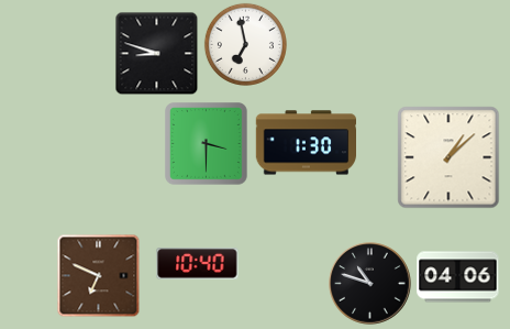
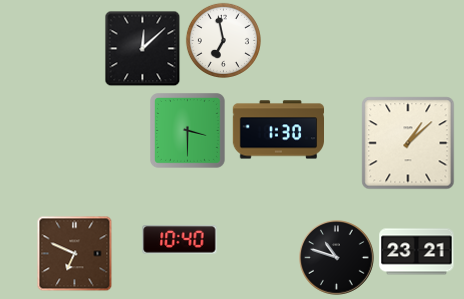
clock at (157, 54): 8:48 -> 12:08
clock at (99, 276) position: (99, 276) -> (75, 254)
clock at (458, 277): 04:06 -> 23:21
